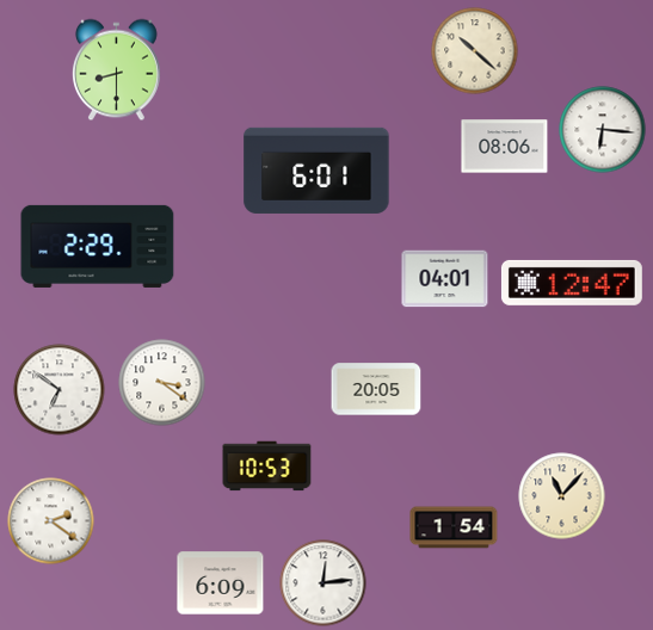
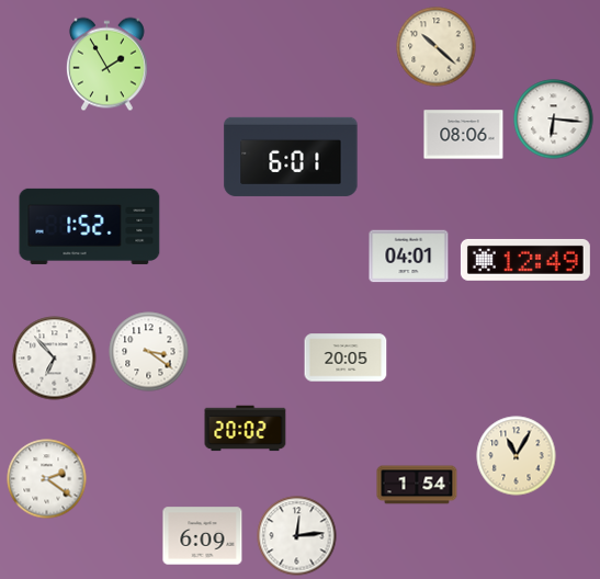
clock at (116, 70): 8:30 -> 1:55
clock at (98, 246): 2:29 -> 1:52
clock at (572, 283): 12:47 -> 12:49
clock at (60, 390): 6:51 -> 6:53
clock at (267, 467): 10:53 -> 20:02
clock at (562, 496): 11:07 -> 11:05
